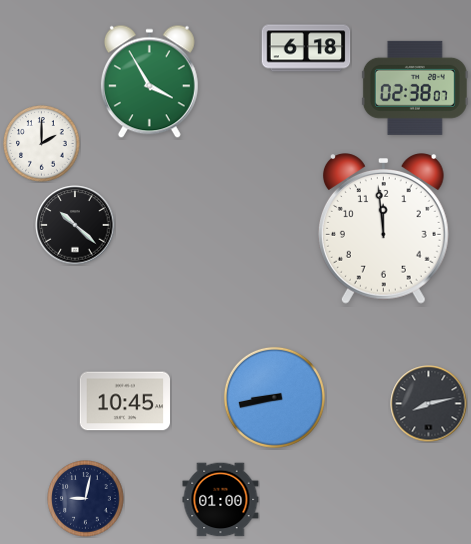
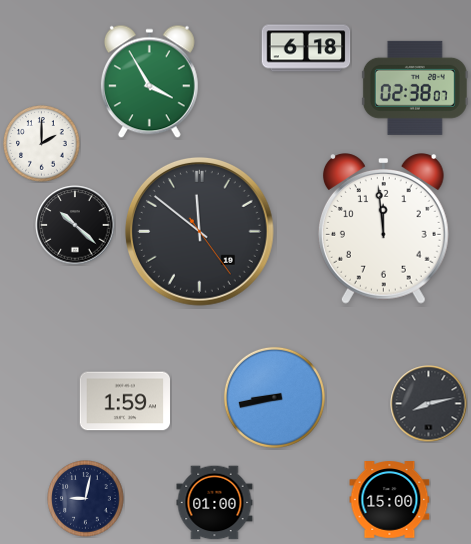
clock at (199, 231): none -> 11:51
clock at (124, 401): 10:45 -> 1:59
clock at (221, 500) position: (221, 500) -> (215, 503)
clock at (390, 500): none -> 15:00
